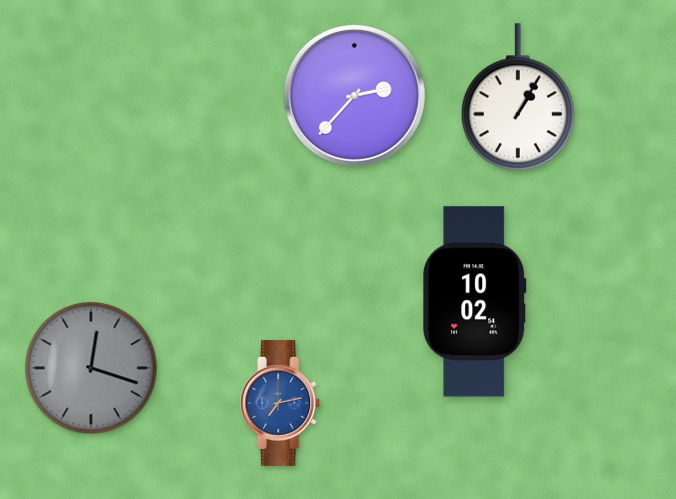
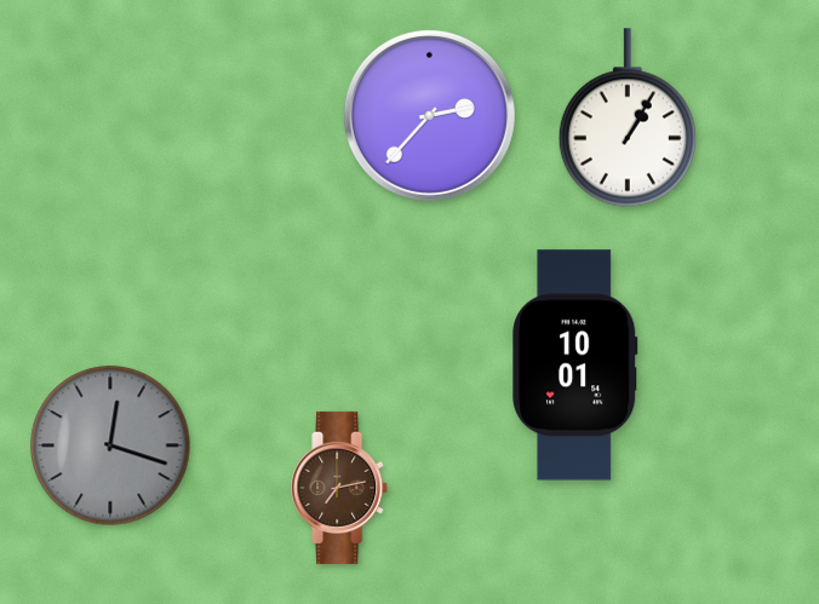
clock at (475, 302): 10:02 -> 10:01
clock at (281, 403) dial: blue -> brown
